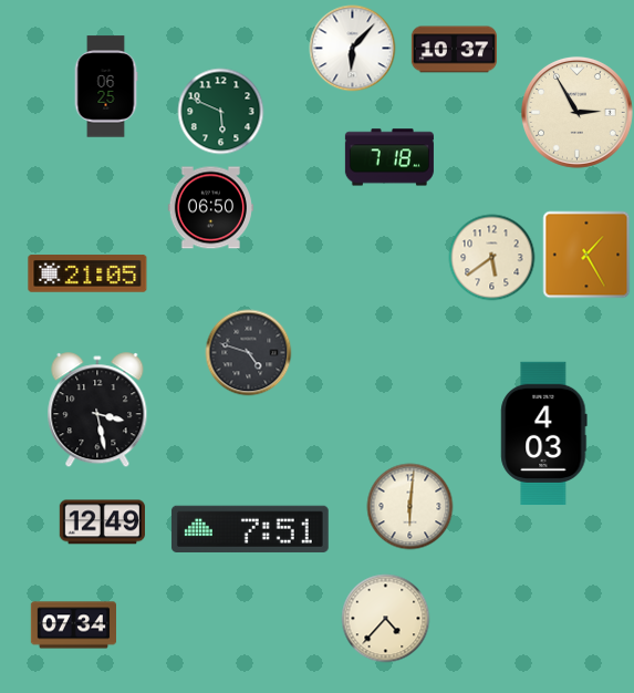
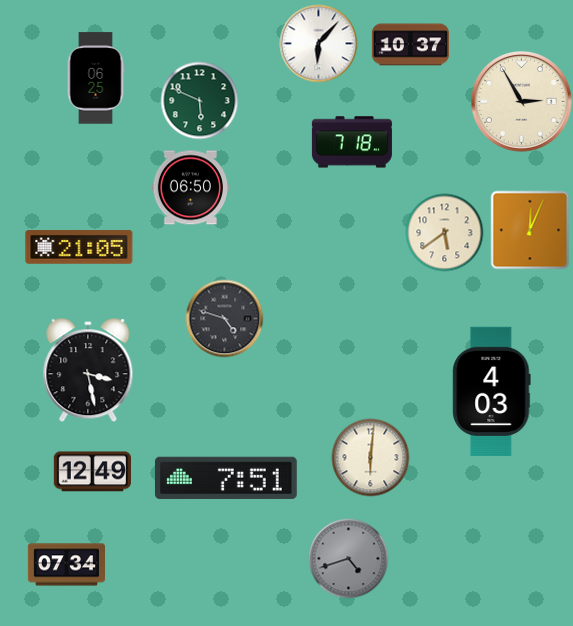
clock at (586, 255): 1:25 -> 12:04
clock at (385, 618): 4:37 -> 4:42
clock at (385, 618) dial: cream -> grey
